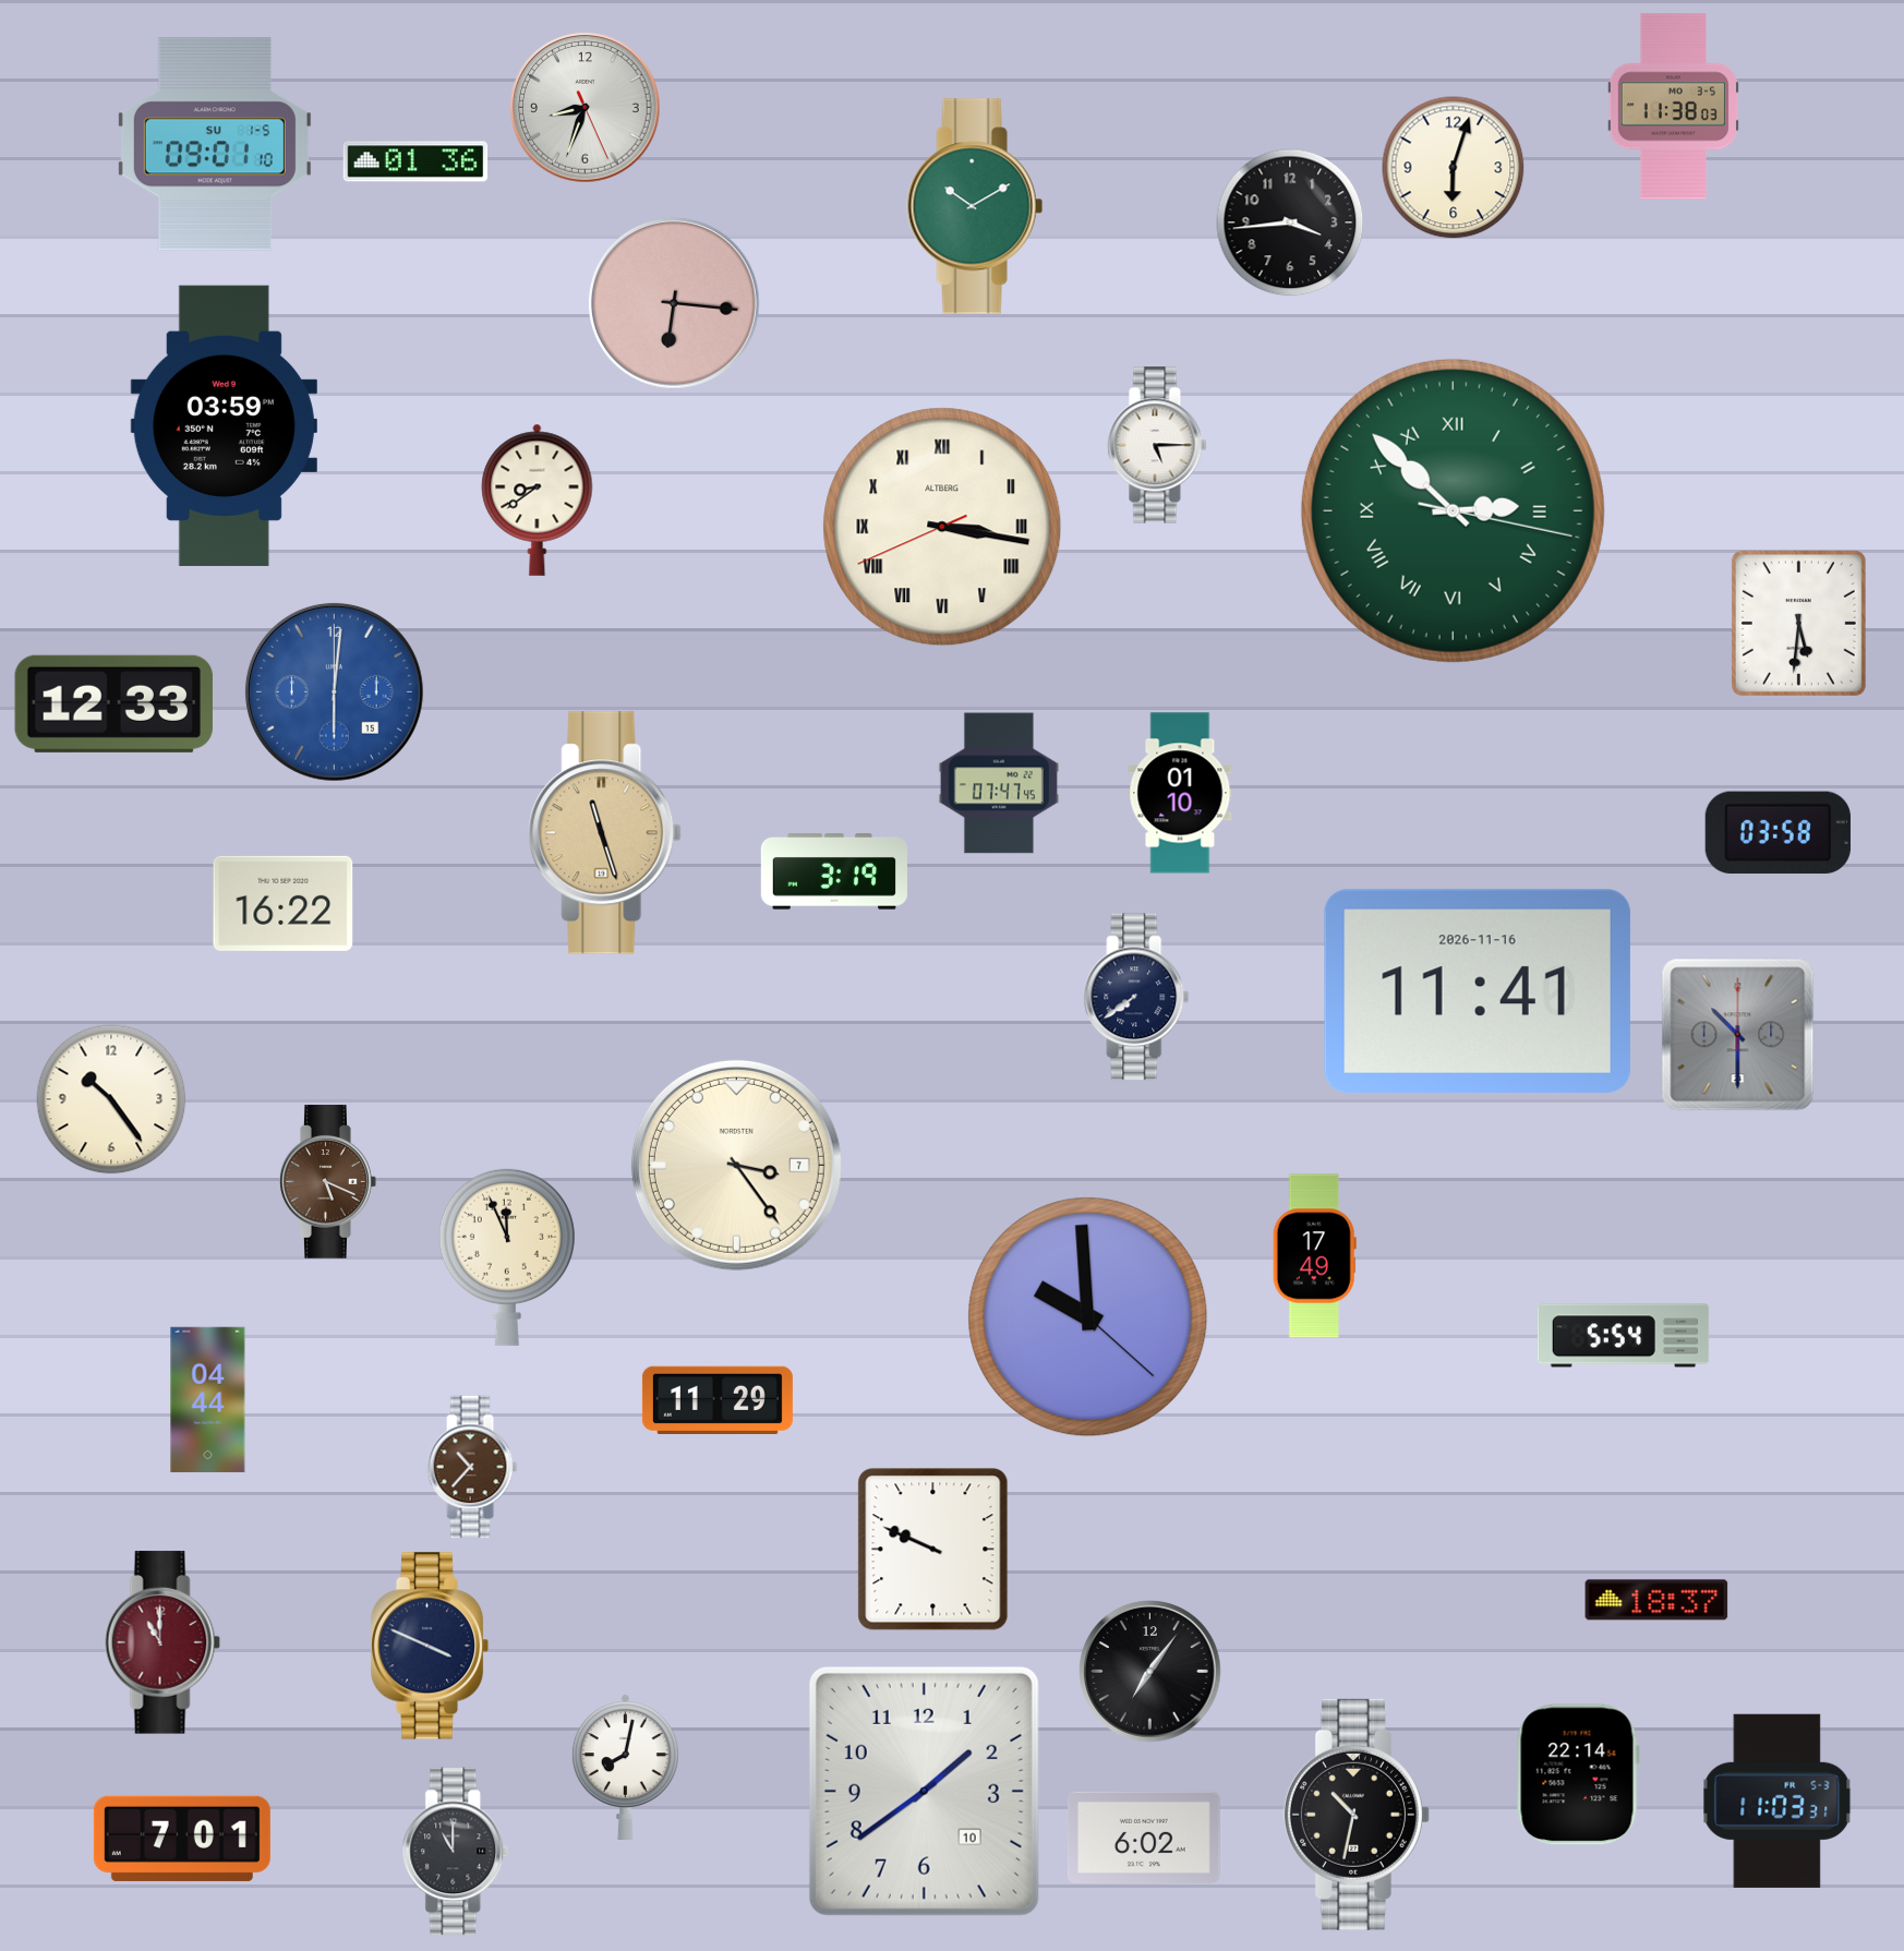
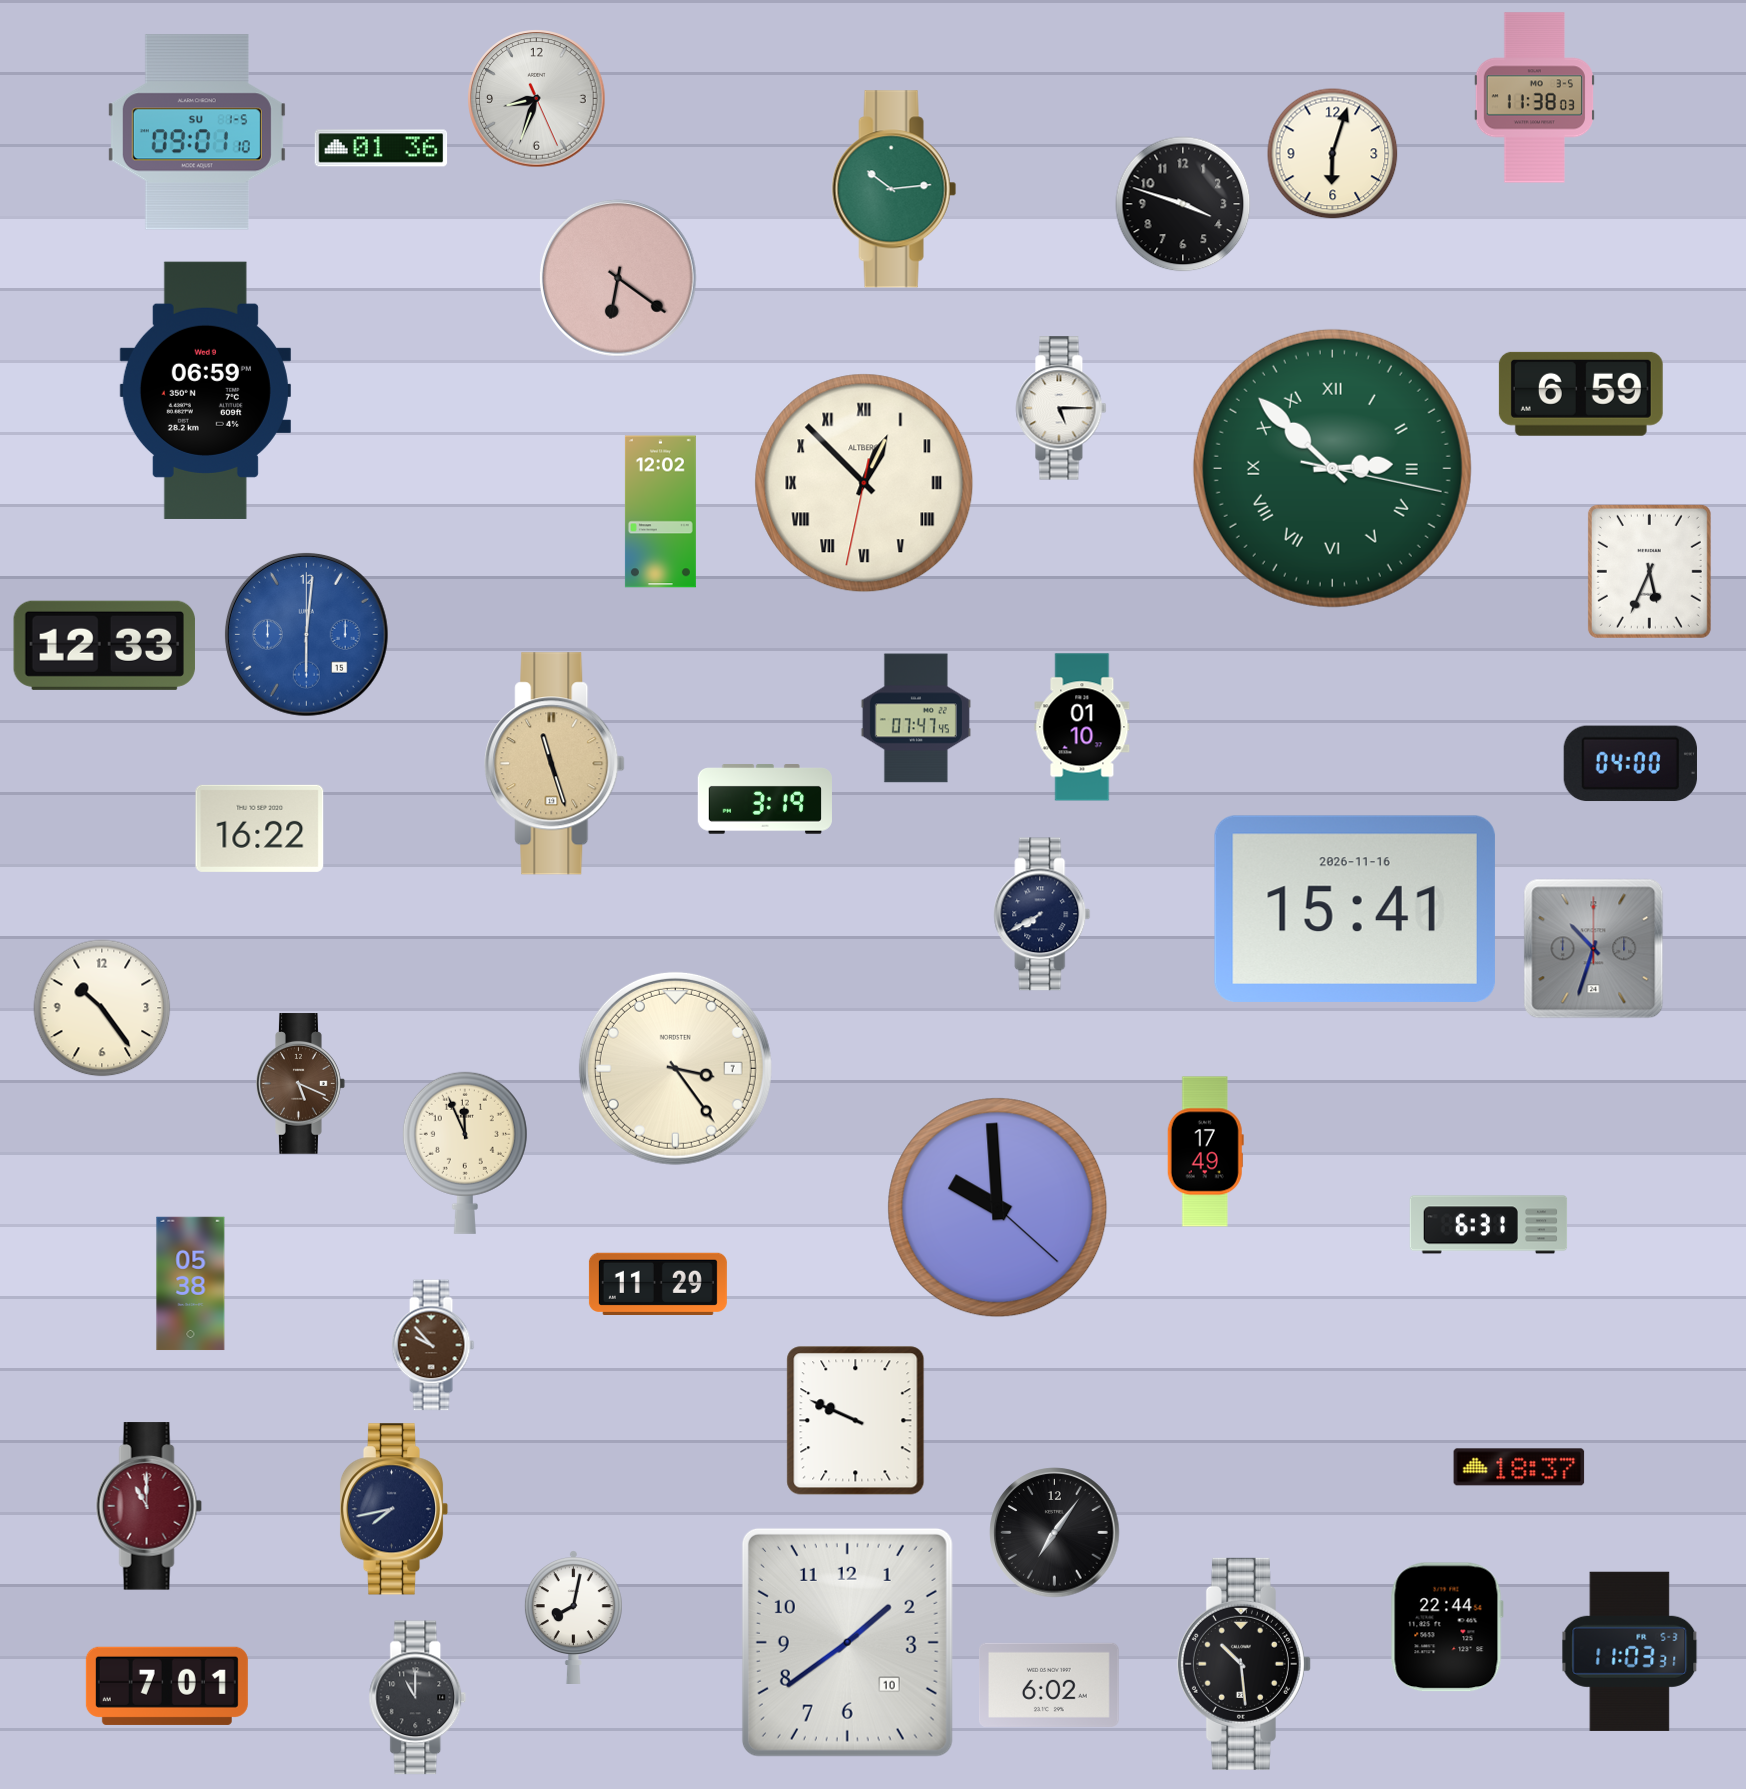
clock at (975, 206): 10:10 -> 10:14
clock at (1290, 222): 3:44 -> 3:48
clock at (675, 304): 6:16 -> 6:21
clock at (224, 425): 03:59 -> 06:59
clock at (1581, 394): none -> 6:59
clock at (538, 499): 8:39 -> none
clock at (942, 527): 3:16 -> 12:52
clock at (660, 512): none -> 12:02
clock at (1798, 623): 5:31 -> 5:34
clock at (1778, 833): 03:58 -> 04:00
clock at (1478, 991): 11:41 -> 15:41
clock at (1136, 997): 7:39 -> 7:40
clock at (1738, 1035): 10:30 -> 10:33
clock at (1624, 1336): 5:54 -> 6:31
clock at (208, 1400): 04:44 -> 05:38
clock at (472, 1467): 10:37 -> 9:53
clock at (430, 1646): 3:49 -> 7:43
clock at (625, 1767) position: (625, 1767) -> (573, 1617)
clock at (1578, 1774): 22:14 -> 22:44
clock at (1357, 1815): 10:32 -> 10:29
